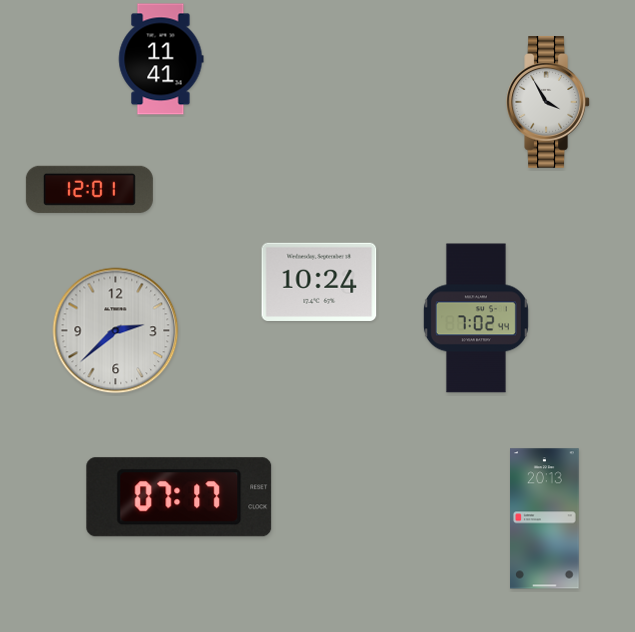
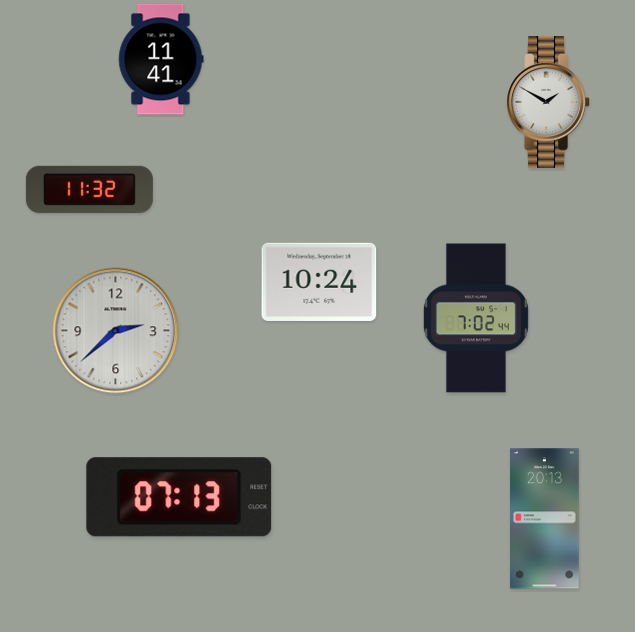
clock at (548, 103): 3:55 -> 1:50
clock at (89, 189): 12:01 -> 11:32
clock at (179, 497): 07:17 -> 07:13
